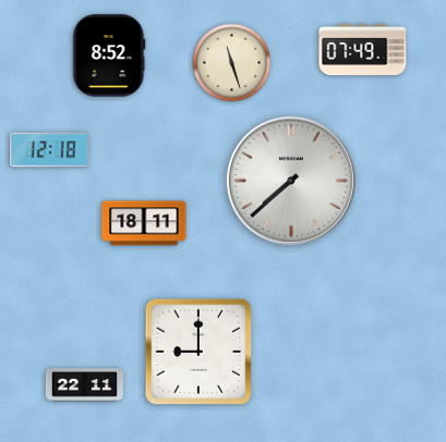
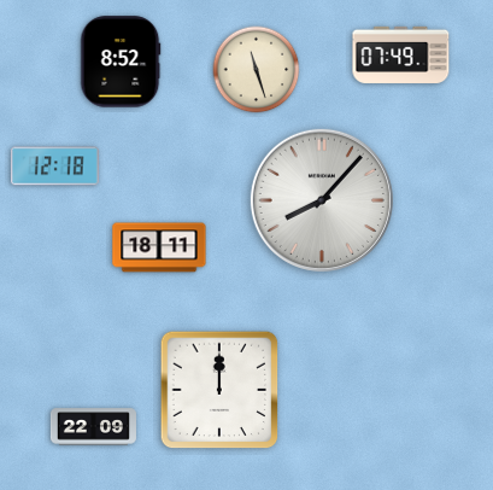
clock at (291, 181): 7:38 -> 8:07
clock at (198, 352): 9:00 -> 12:00
clock at (84, 385): 22:11 -> 22:09
